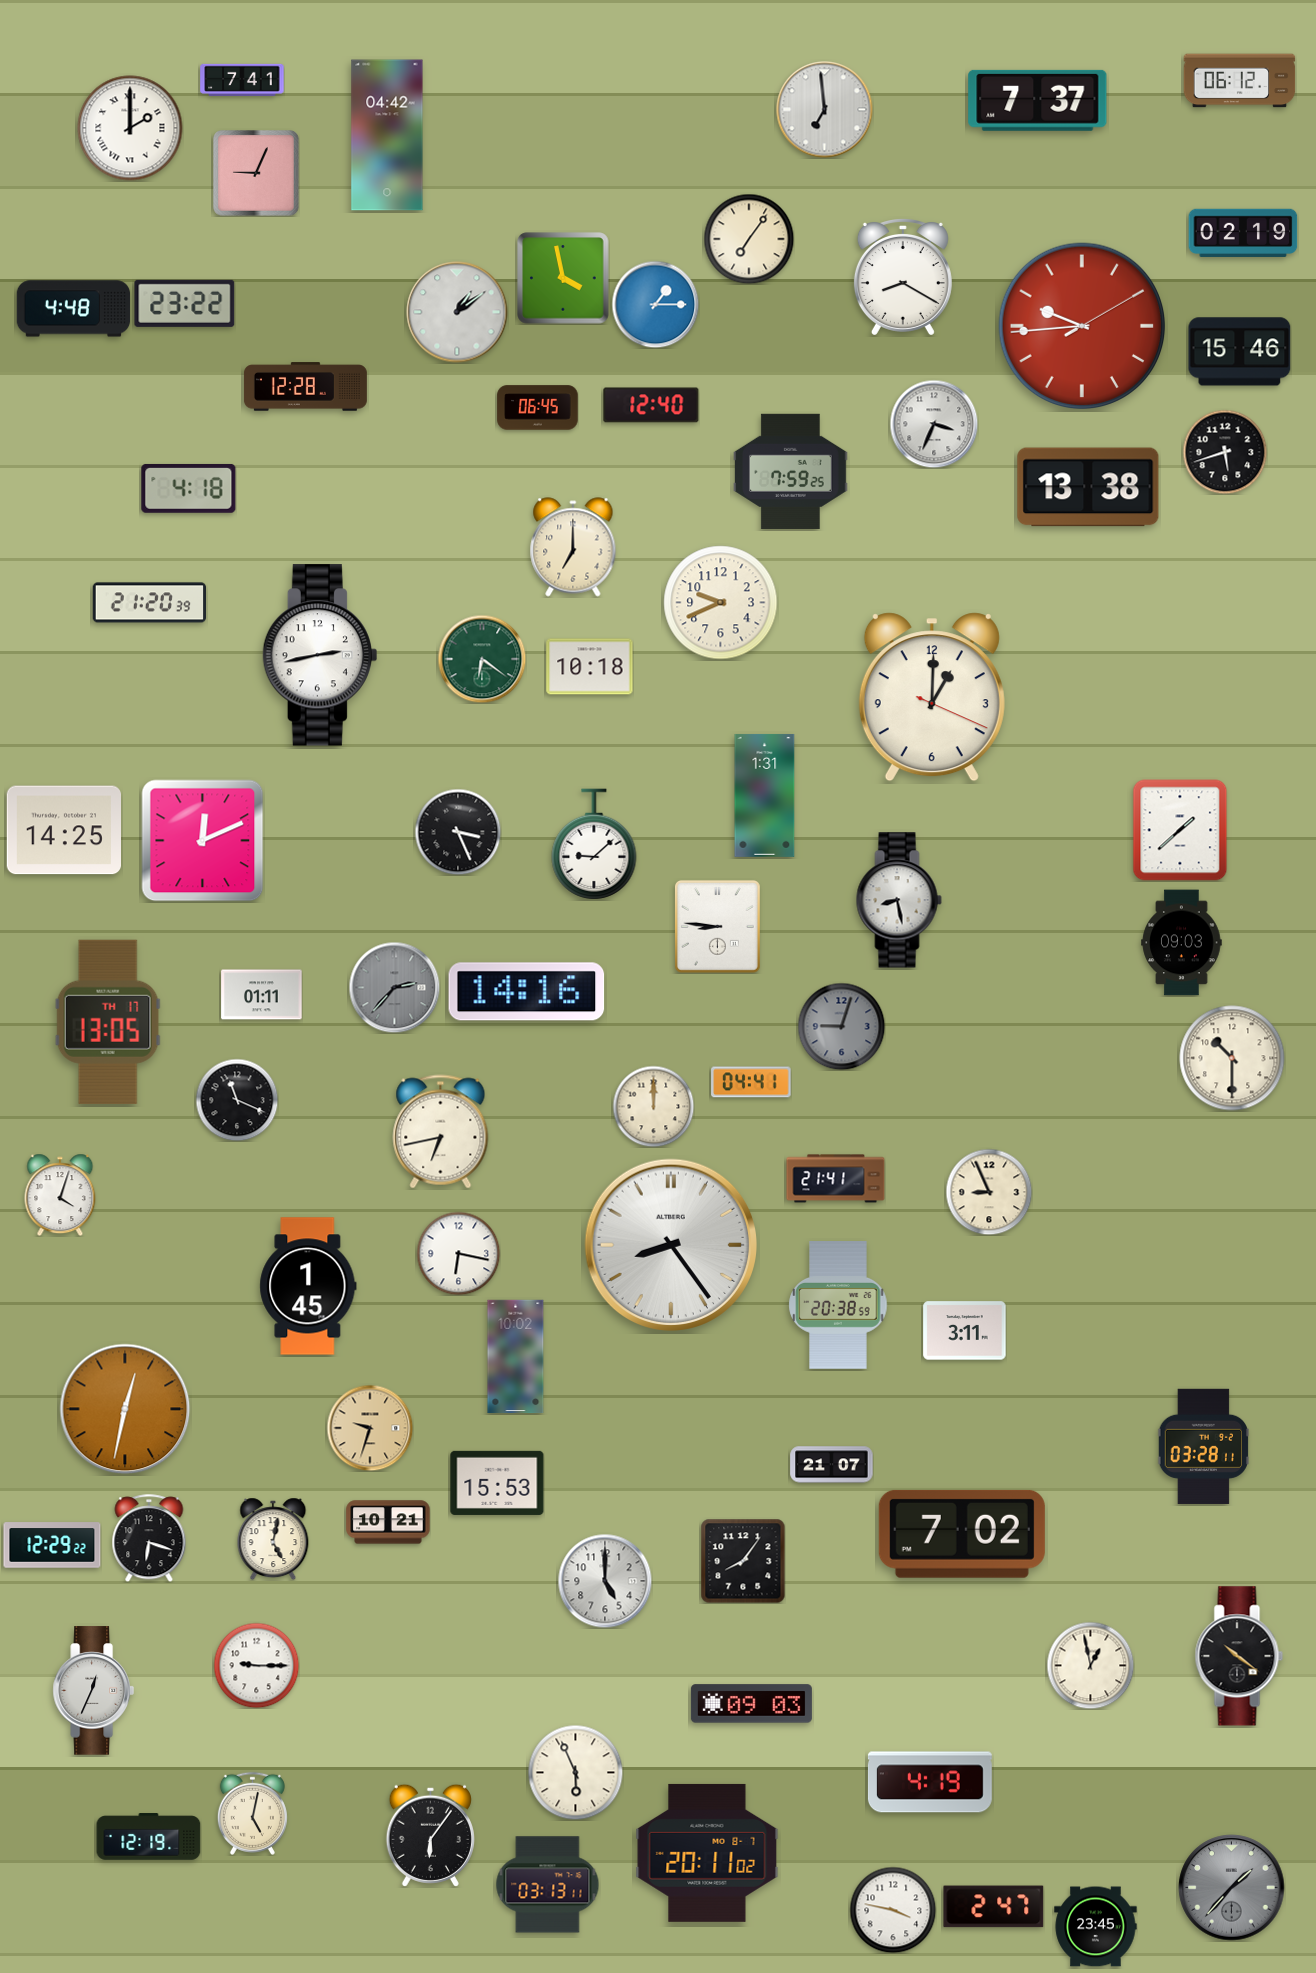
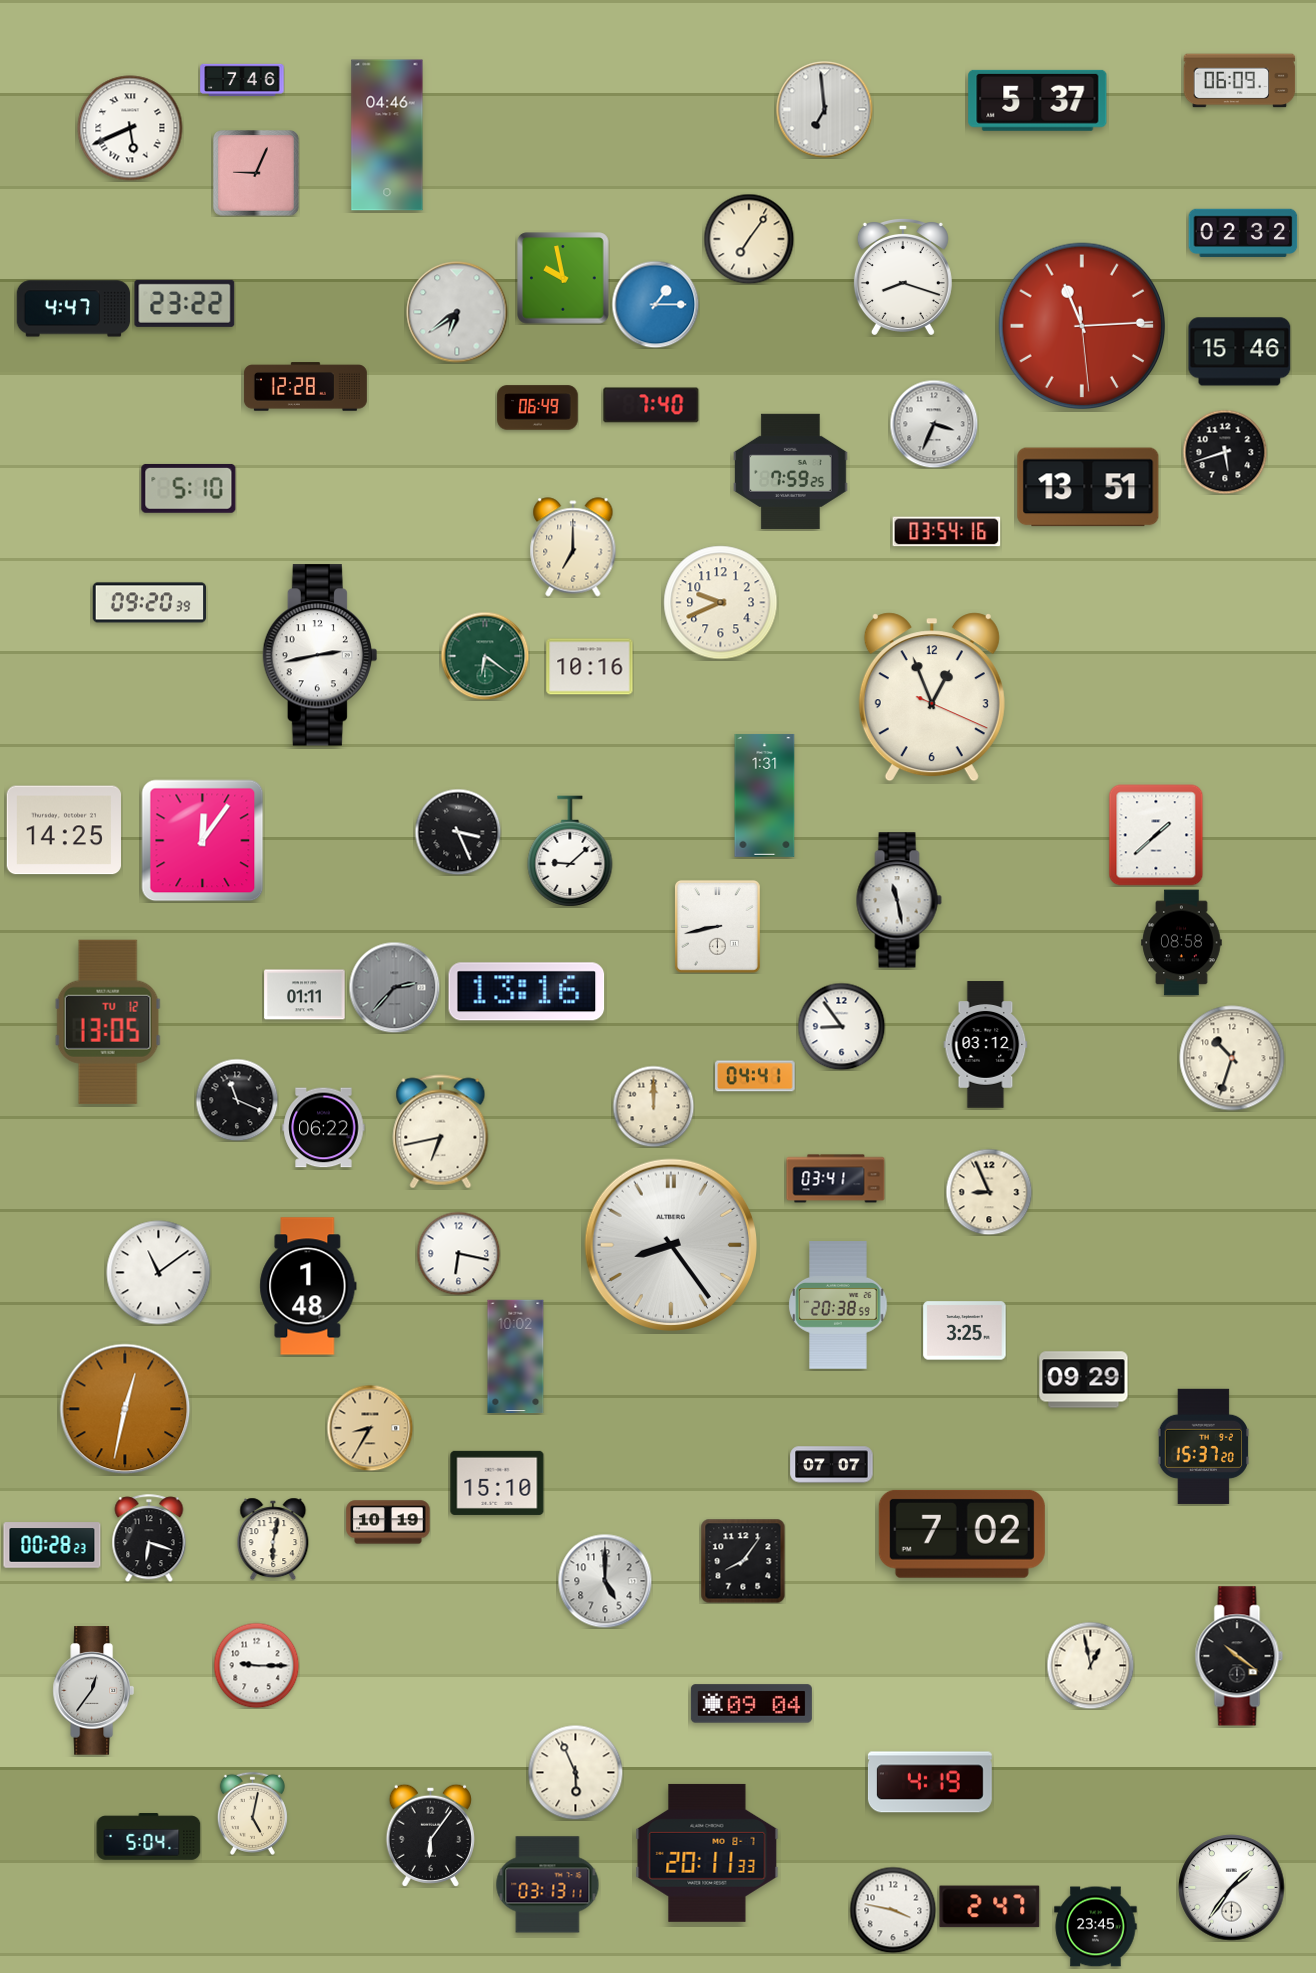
clock at (242, 80): 7:41 -> 7:46
clock at (1240, 81): 06:12 -> 06:09
clock at (1038, 100): 7:37 -> 5:37
clock at (130, 128): 2:00 -> 5:41
clock at (387, 135): 04:42 -> 04:46
clock at (1243, 233): 02:19 -> 02:32
clock at (903, 277): 8:20 -> 8:18
clock at (563, 278): 3:58 -> 9:58
clock at (74, 309): 4:48 -> 4:47
clock at (457, 312): 1:09 -> 6:39
clock at (1082, 326): 9:44 -> 11:14
clock at (651, 405): 12:40 -> 7:40
clock at (538, 408): 06:45 -> 06:49
clock at (1088, 487): 13:38 -> 13:51
clock at (189, 488): 4:18 -> 5:10
clock at (947, 532): none -> 03:54
clock at (150, 603): 21:20 -> 09:20
clock at (482, 659) position: (482, 659) -> (485, 656)
clock at (590, 667): 10:18 -> 10:16
clock at (932, 697): 1:00 -> 12:56
clock at (1180, 830) position: (1180, 830) -> (1156, 835)
clock at (203, 841): 12:11 -> 12:06
clock at (594, 844) position: (594, 844) -> (570, 851)
clock at (899, 900): 8:28 -> 11:28
clock at (717, 926): 8:46 -> 8:43
clock at (1182, 943): 09:03 -> 08:58
clock at (527, 992): 14:16 -> 13:16
clock at (262, 995) position: (262, 995) -> (305, 995)
clock at (108, 1022) date: TH 17 -> TU 12
clock at (841, 1026): 9:03 -> 8:54
clock at (841, 1026) dial: grey -> white
clock at (986, 1045): none -> 03:12
clock at (1232, 1058): 10:30 -> 10:33
clock at (751, 1082) position: (751, 1082) -> (755, 1076)
clock at (324, 1128): none -> 06:22
clock at (836, 1179): 21:41 -> 03:41
clock at (60, 1195): 4:03 -> none
clock at (159, 1273): none -> 11:09
clock at (308, 1286): 1:45 -> 1:48
clock at (965, 1331): 3:11 -> 3:25
clock at (1084, 1380): none -> 09:29
clock at (370, 1428): 9:33 -> 8:35
clock at (1203, 1446): 03:28 -> 15:37
clock at (832, 1465): 21:07 -> 07:07
clock at (497, 1483): 15:53 -> 15:10
clock at (388, 1522): 10:21 -> 10:19
clock at (273, 1539): 5:02 -> 6:02
clock at (52, 1545): 12:29 -> 00:28
clock at (93, 1691): 12:34 -> 12:36
clock at (751, 1704): 09:03 -> 09:04
clock at (149, 1837): 12:19 -> 5:04
clock at (707, 1853): 20:11:02 -> 20:11:33
clock at (1232, 1888): 1:37 -> 1:36
clock at (1232, 1888) dial: grey -> white
clock at (994, 1907) position: (994, 1907) -> (990, 1907)
